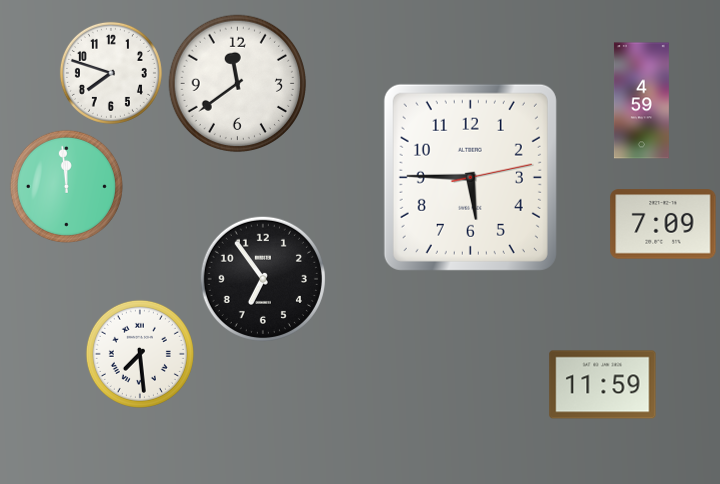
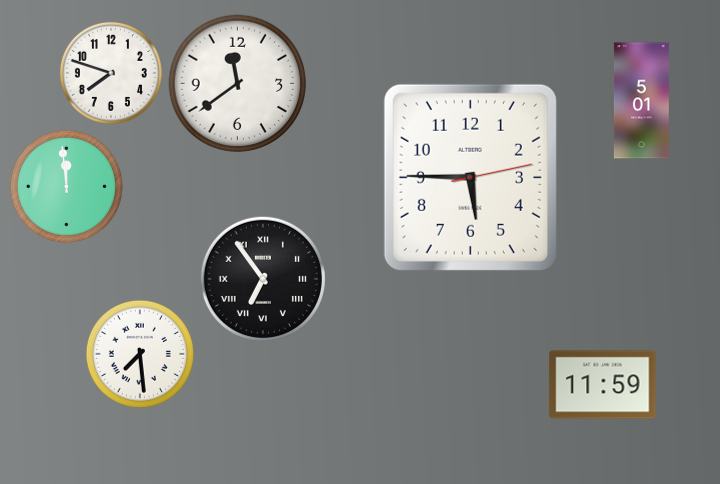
clock at (641, 101): 4:59 -> 5:01
clock at (663, 224): 7:09 -> none
clock at (263, 279) numerals: Arabic -> Roman
